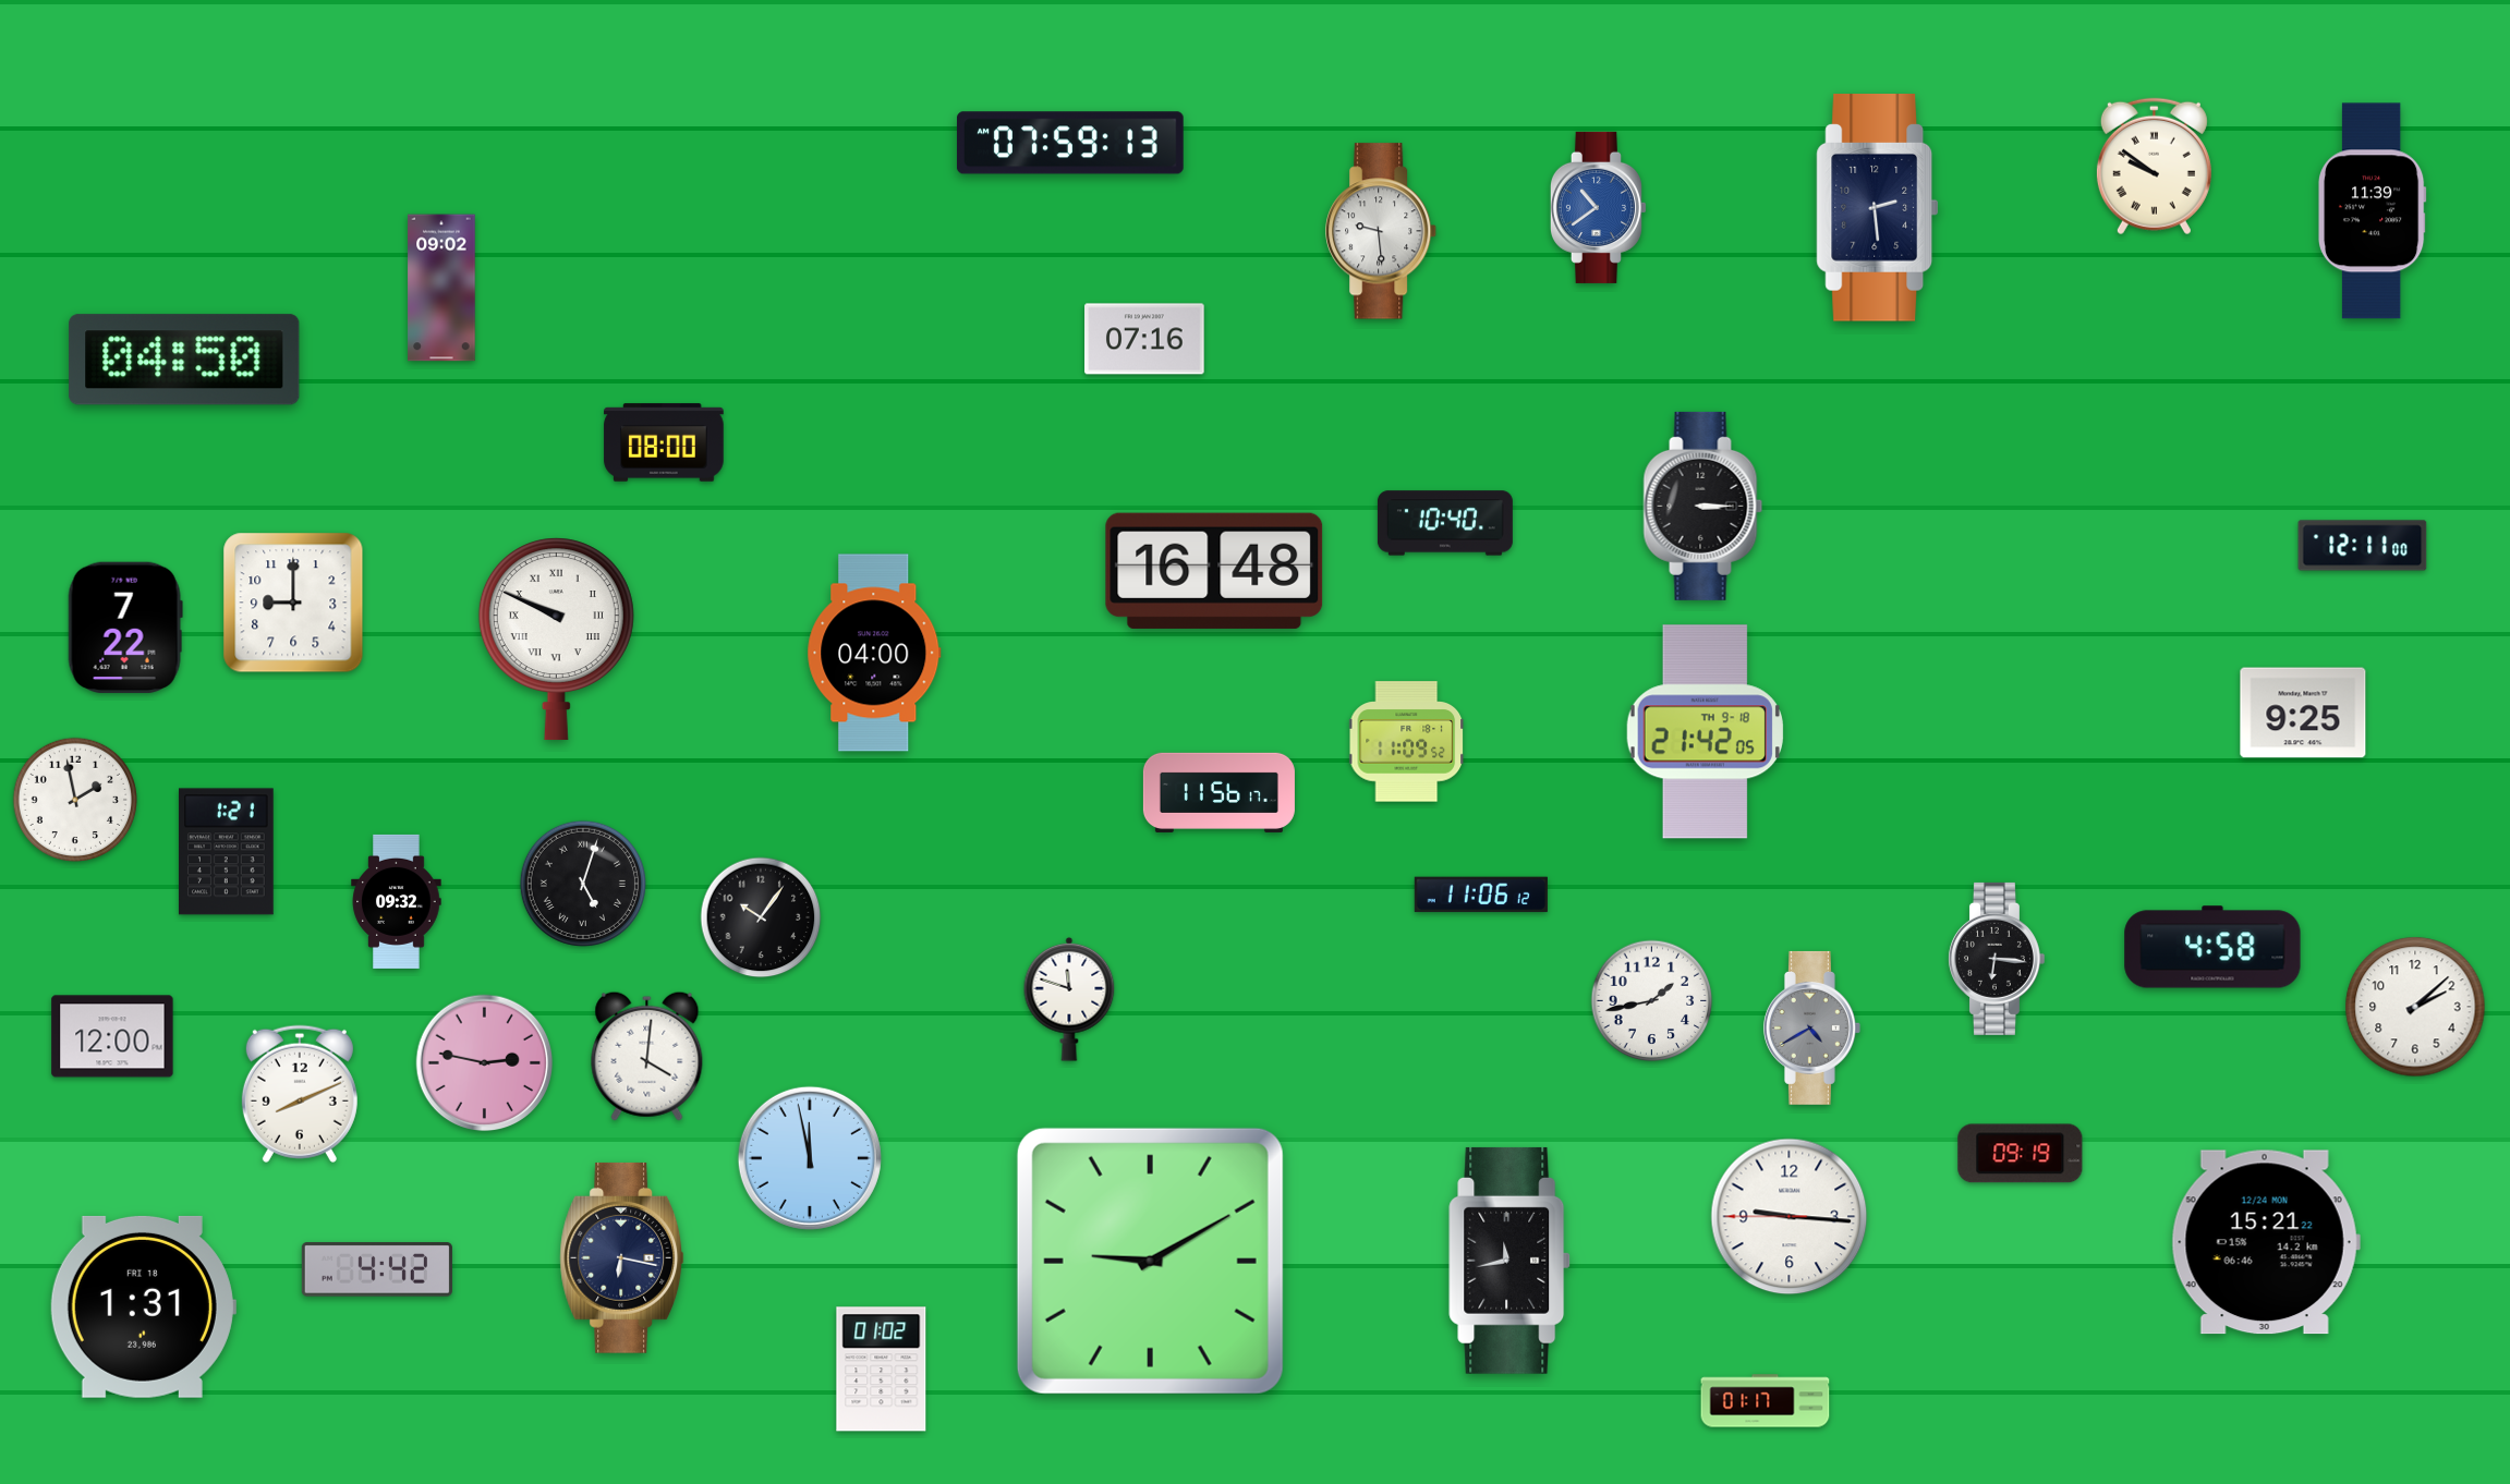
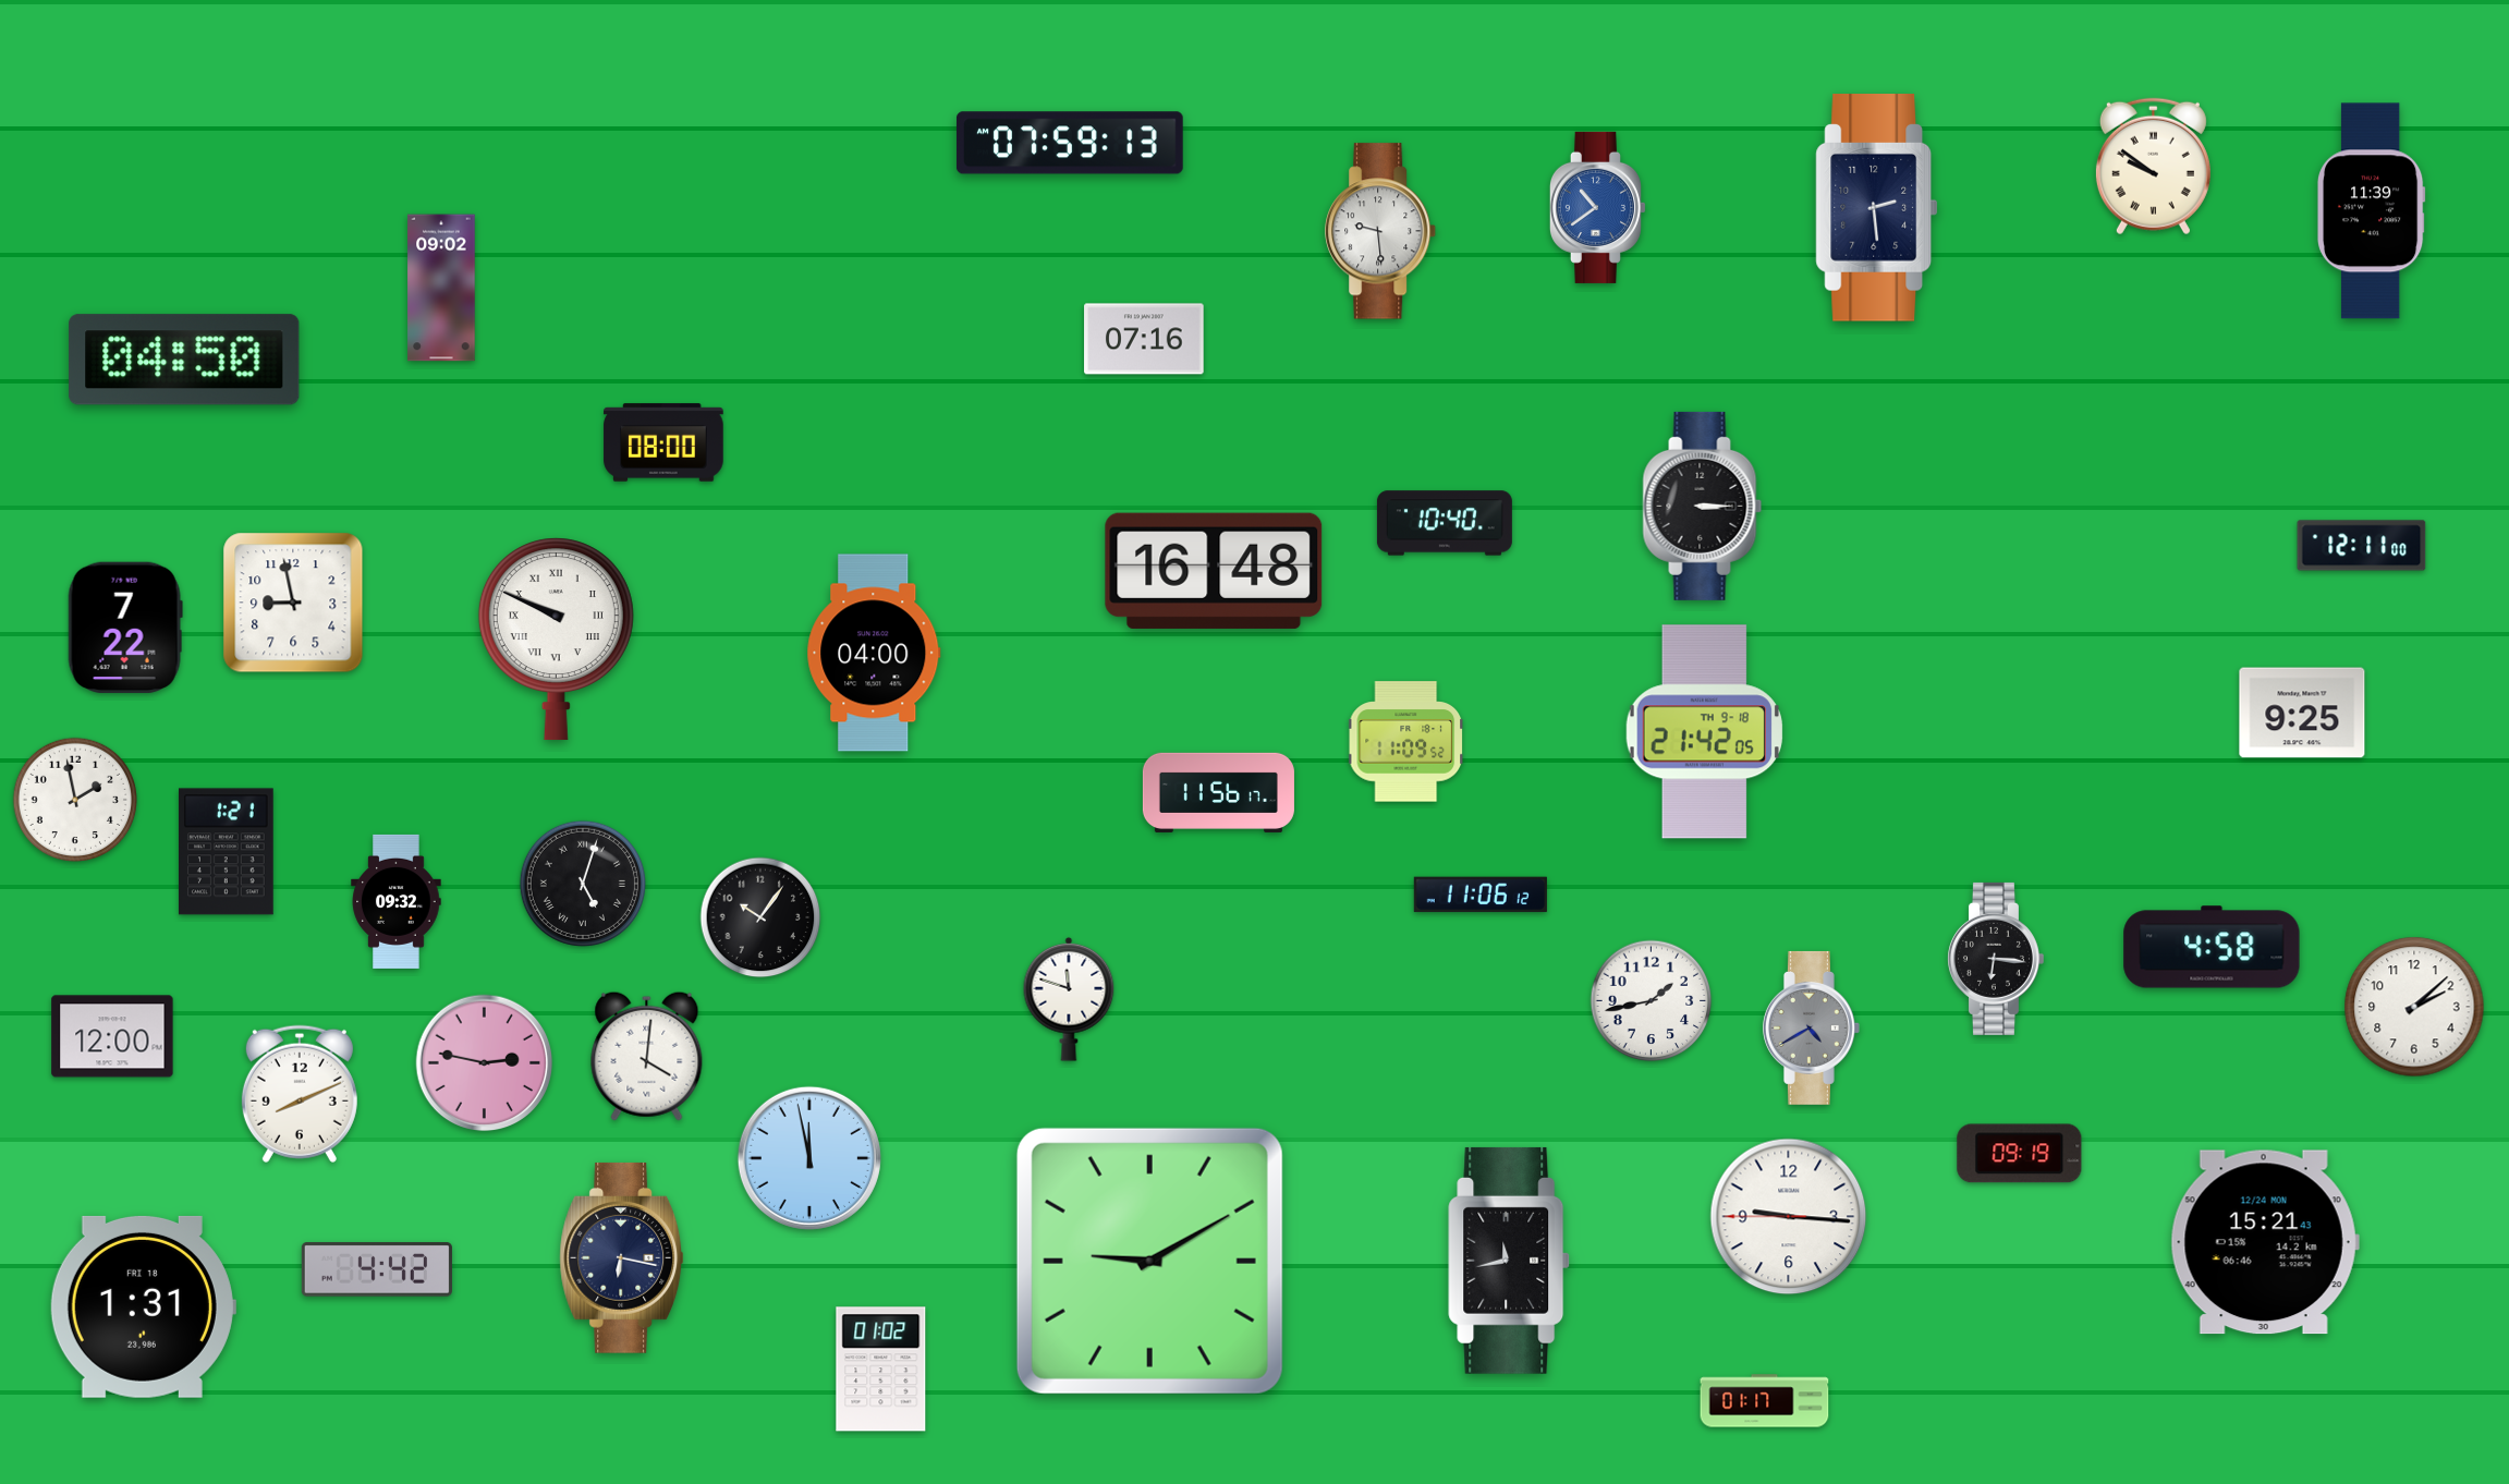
clock at (293, 603): 9:00 -> 8:58
clock at (2266, 1242): 15:21:22 -> 15:21:43
